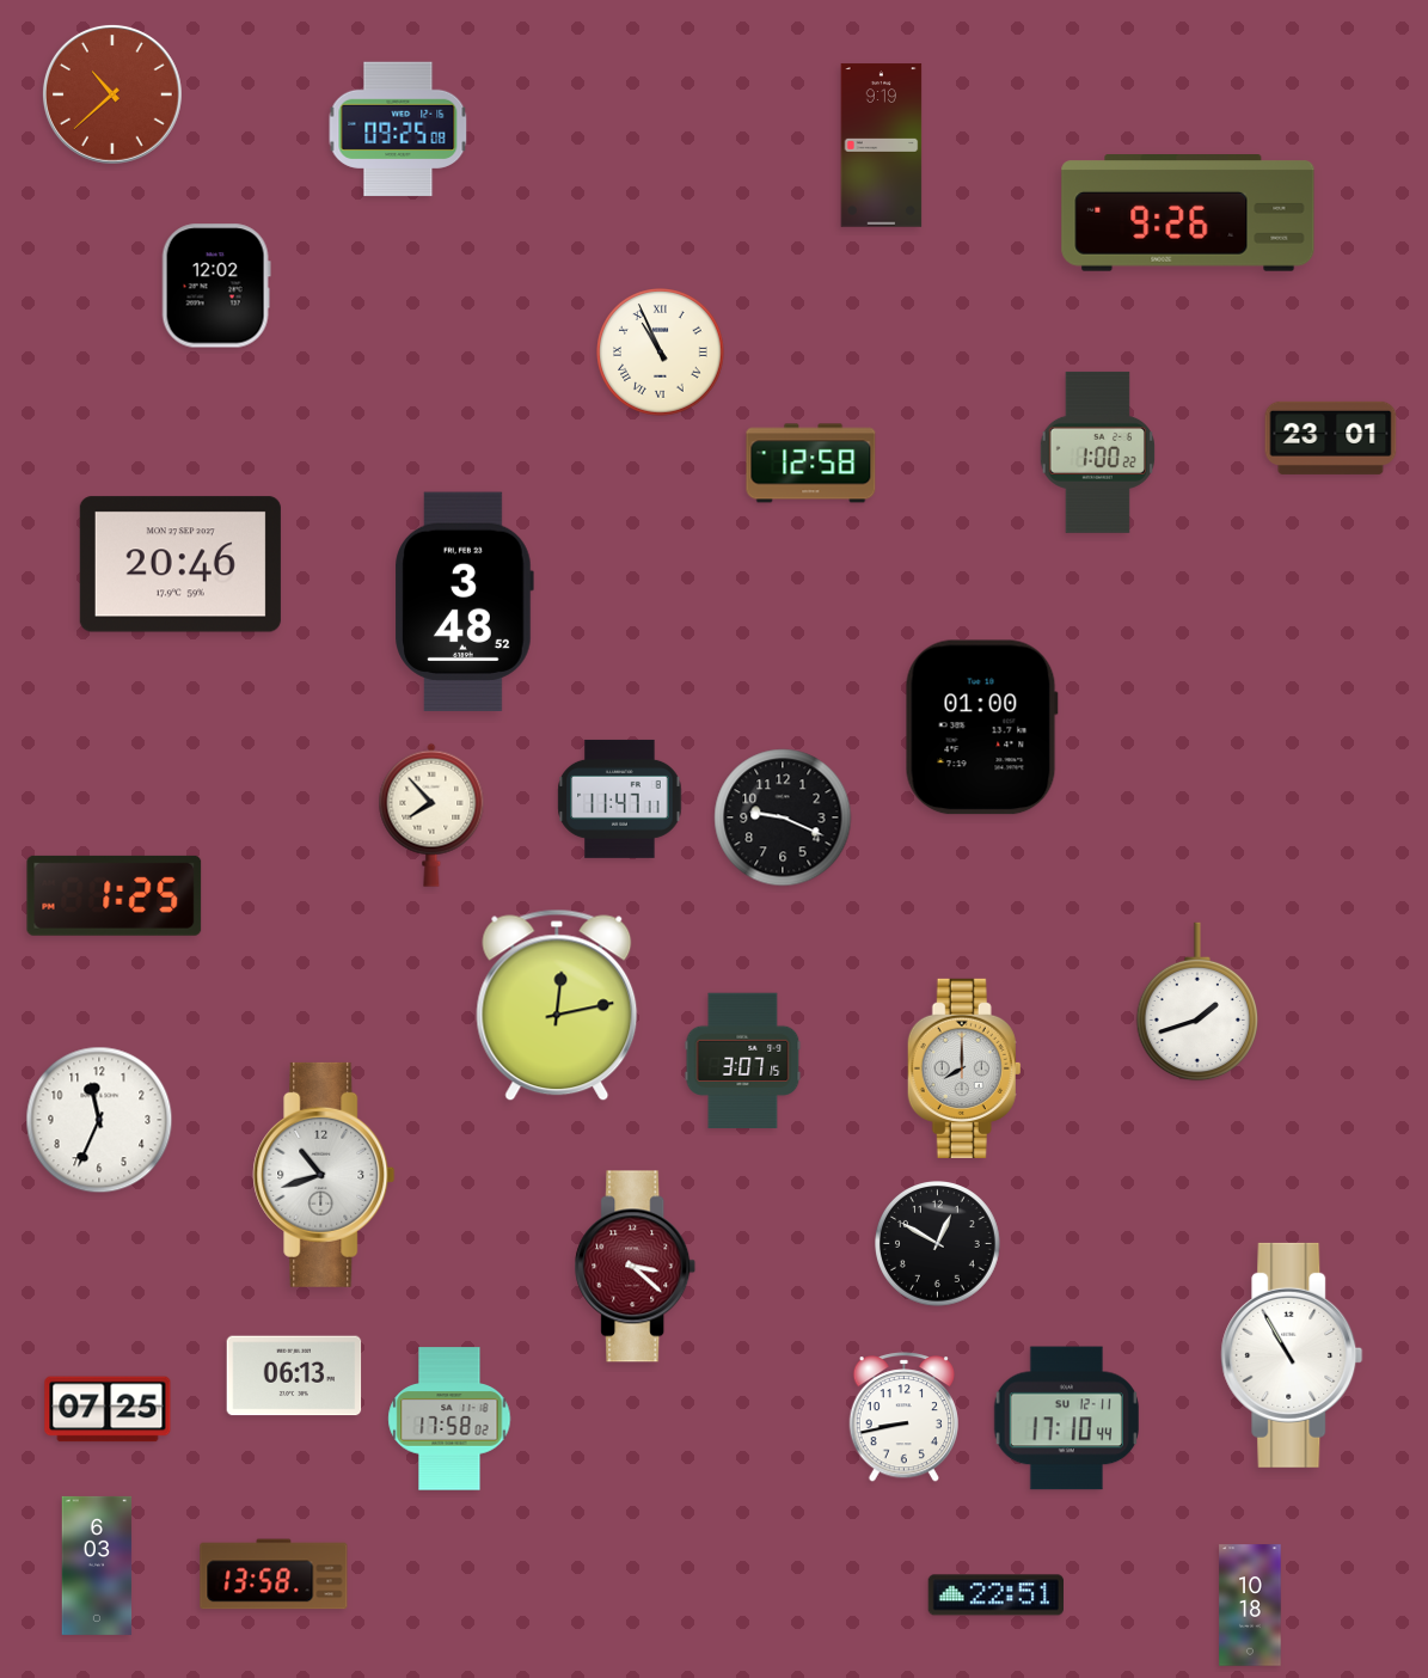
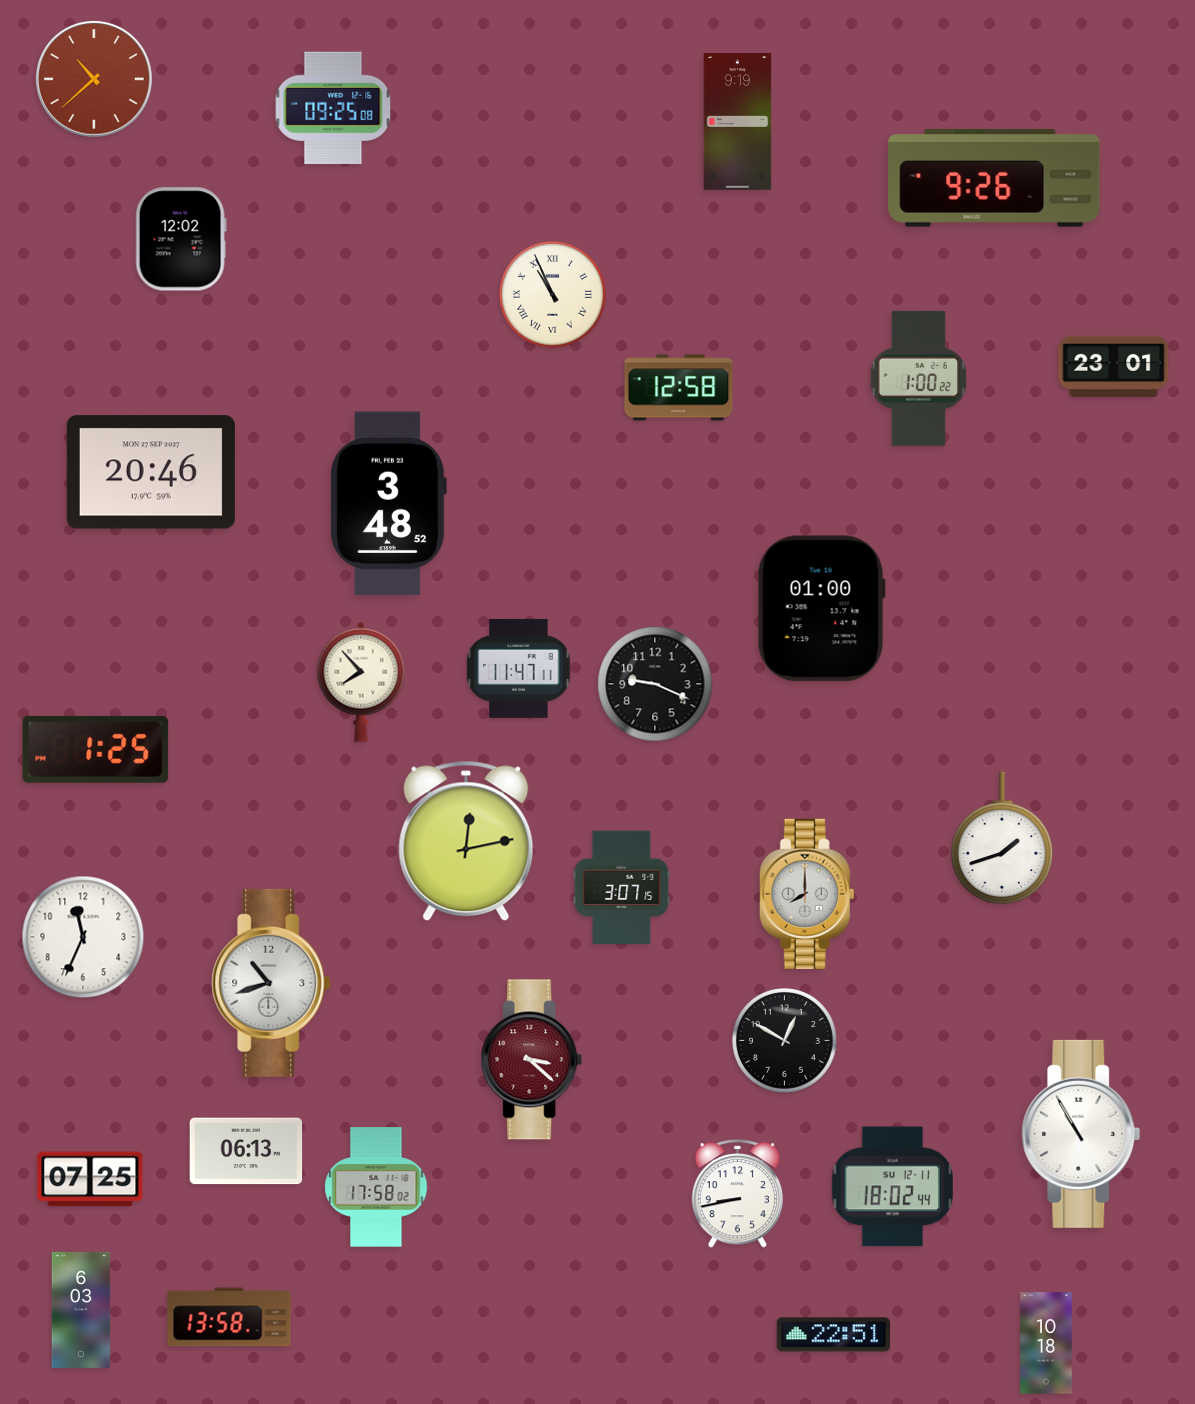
clock at (903, 1417) position: (903, 1417) -> (737, 1194)
clock at (1066, 1419): 17:10 -> 18:02
